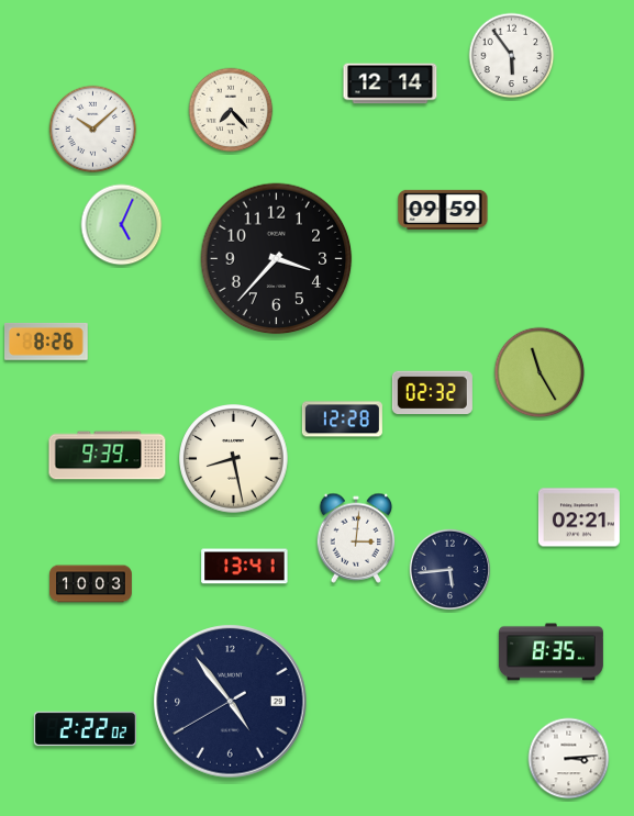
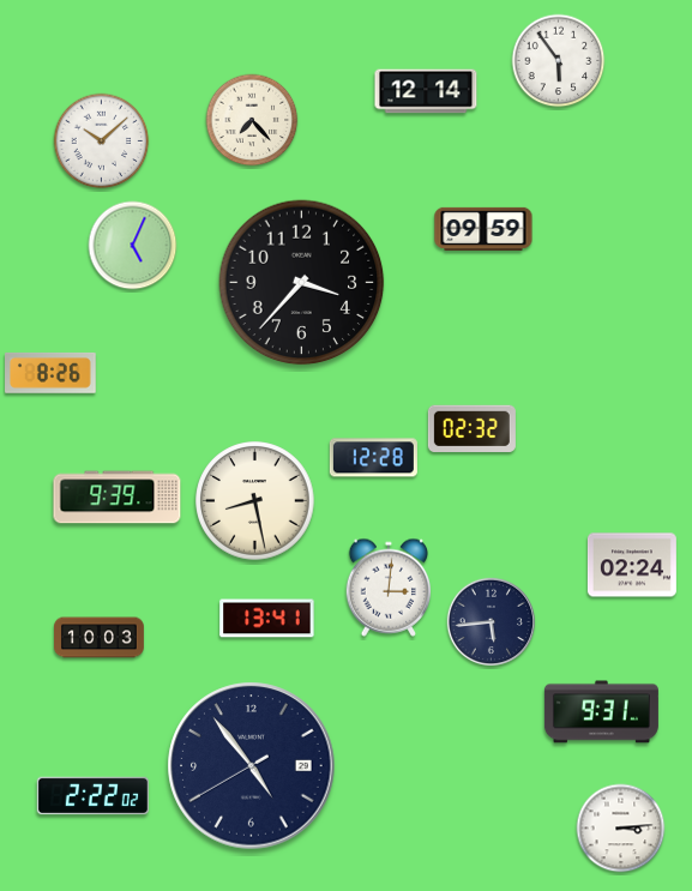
clock at (540, 372): 11:25 -> none
clock at (579, 517): 02:21 -> 02:24
clock at (550, 652): 8:35 -> 9:31
